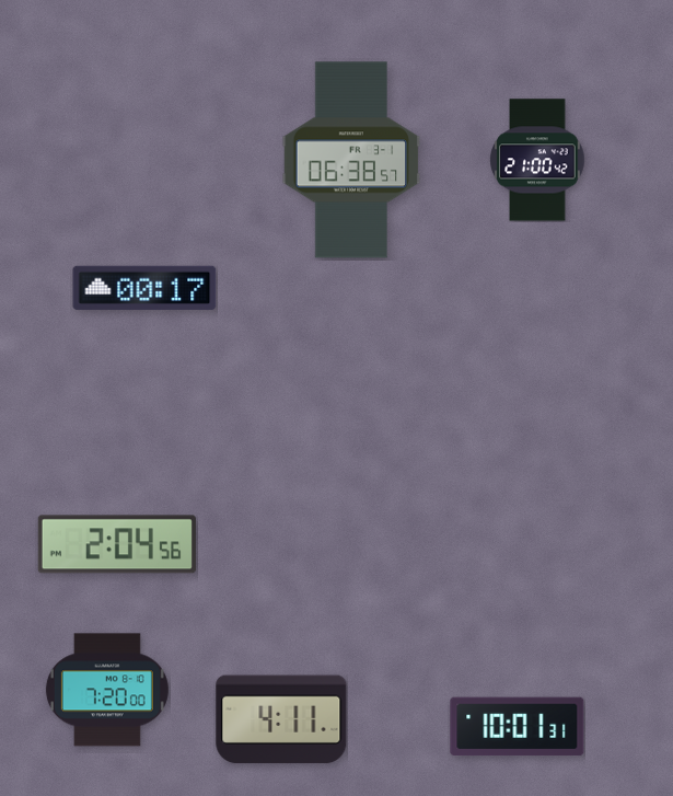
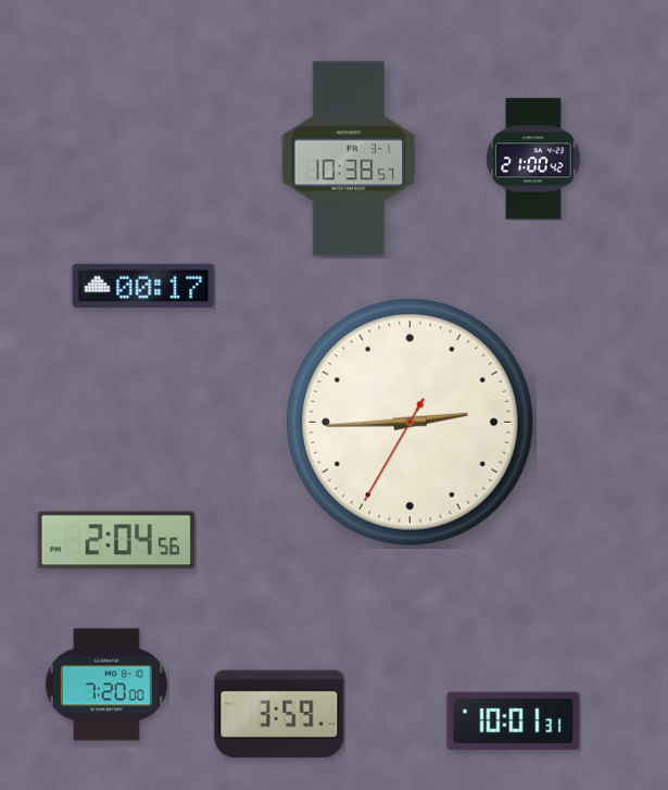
clock at (351, 160): 06:38 -> 10:38
clock at (409, 422): none -> 2:44
clock at (281, 719): 4:11 -> 3:59
